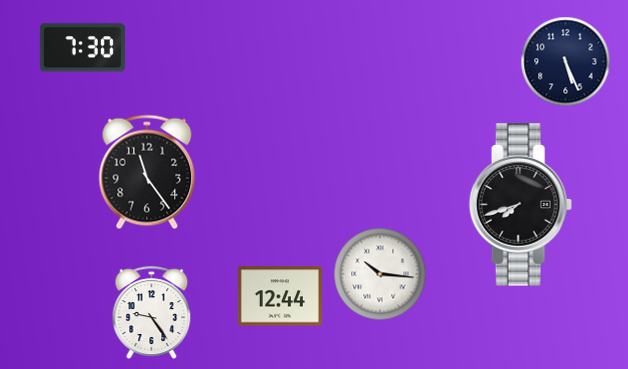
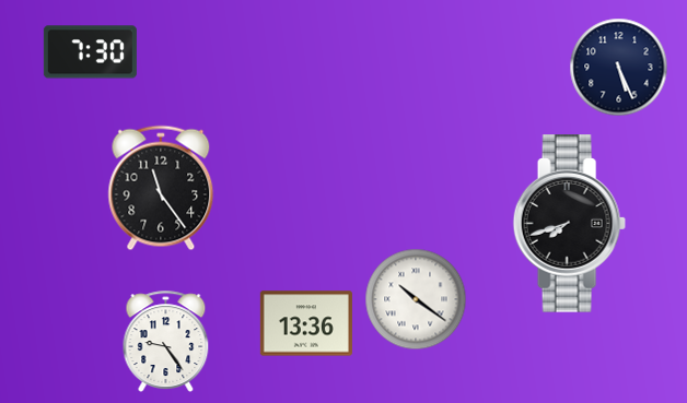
clock at (380, 274): 10:16 -> 10:21
clock at (280, 296): 12:44 -> 13:36
